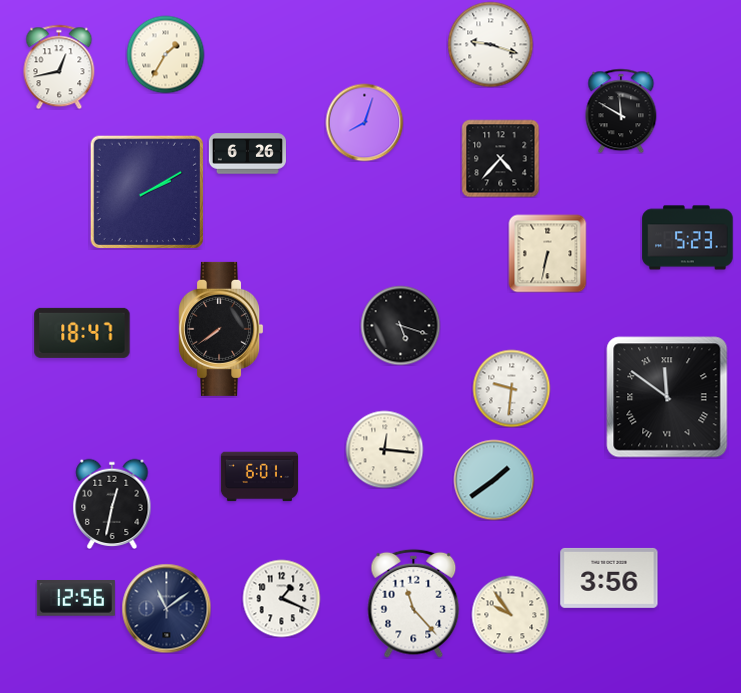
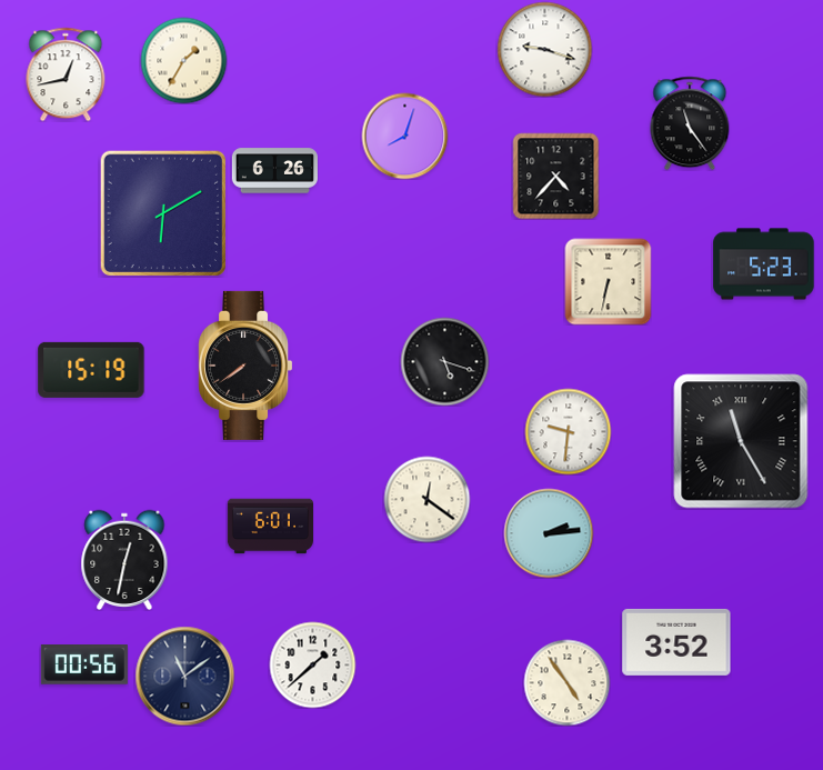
clock at (621, 111): 11:50 -> 11:24
clock at (146, 191): 2:10 -> 6:10
clock at (82, 333): 18:47 -> 15:19
clock at (667, 397): 11:51 -> 11:25
clock at (384, 449): 12:16 -> 12:21
clock at (259, 477) position: (259, 477) -> (270, 527)
clock at (494, 480): 1:39 -> 2:14
clock at (609, 578): 3:56 -> 3:52
clock at (281, 598): 1:19 -> 1:38
clock at (76, 599): 12:56 -> 00:56
clock at (414, 603): 11:23 -> none
clock at (510, 614): 9:54 -> 4:54
